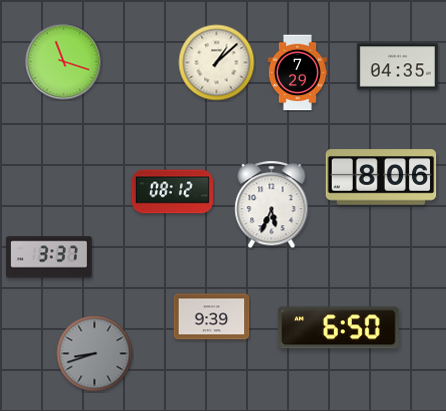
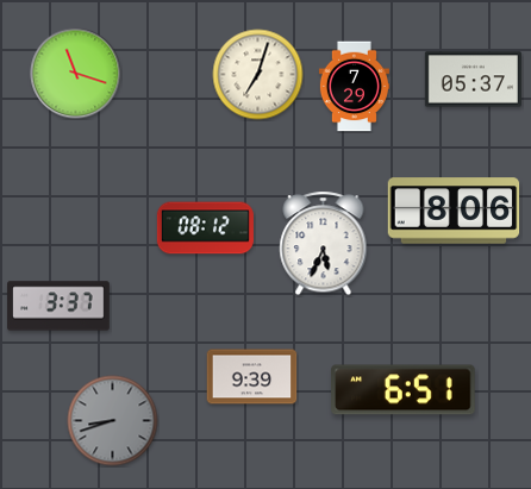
clock at (217, 63): 1:08 -> 7:03
clock at (397, 67): 04:35 -> 05:37
clock at (339, 328): 6:50 -> 6:51
